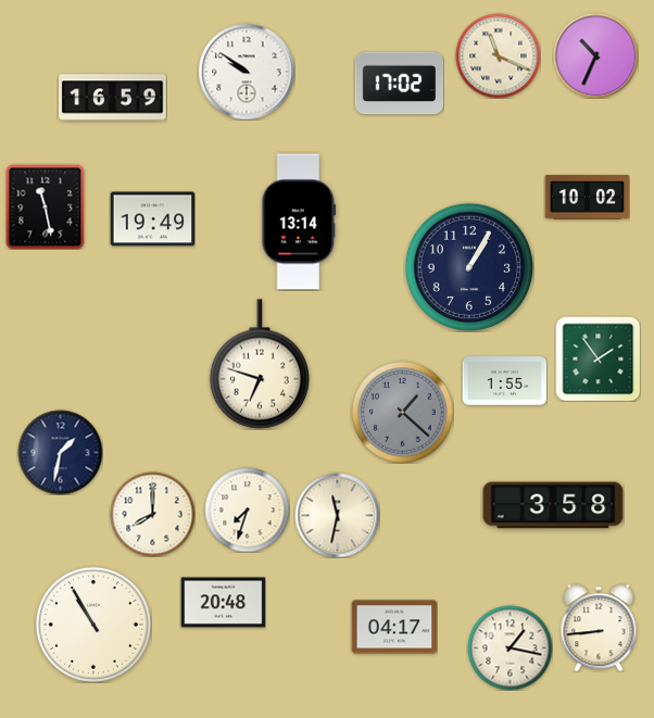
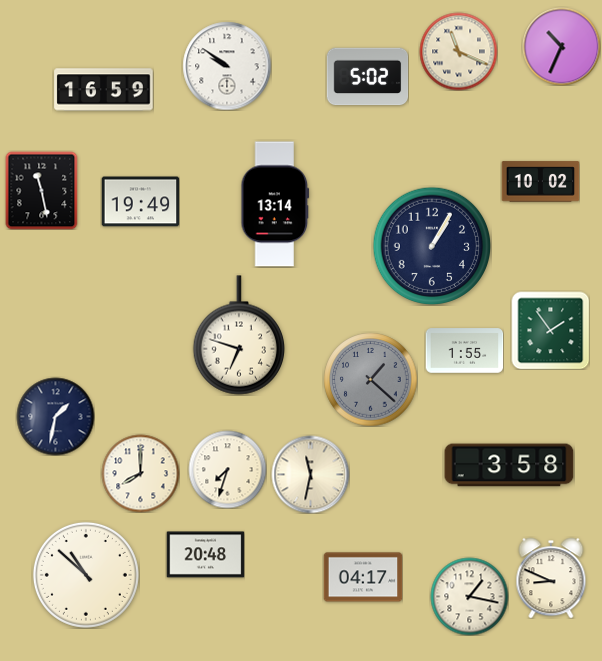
clock at (595, 55) position: (595, 55) -> (561, 46)
clock at (399, 84): 17:02 -> 5:02
clock at (93, 625): 10:55 -> 10:52
clock at (599, 628): 8:44 -> 8:49
